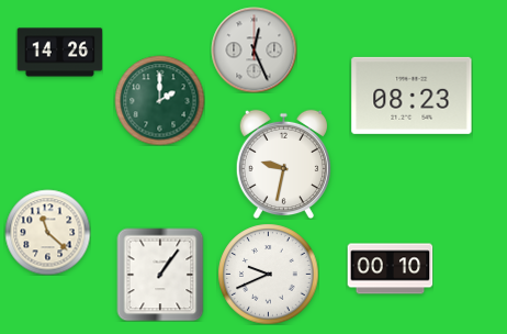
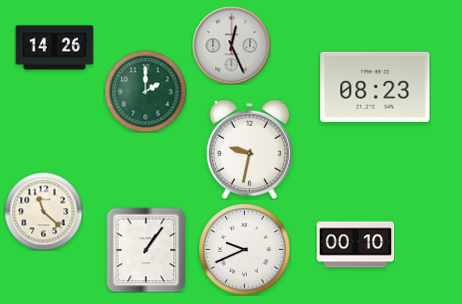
clock at (283, 164) position: (283, 164) -> (249, 149)
